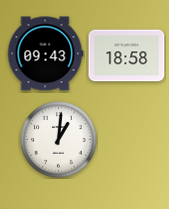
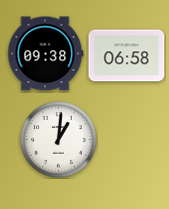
clock at (45, 54): 09:43 -> 09:38
clock at (127, 56): 18:58 -> 06:58
